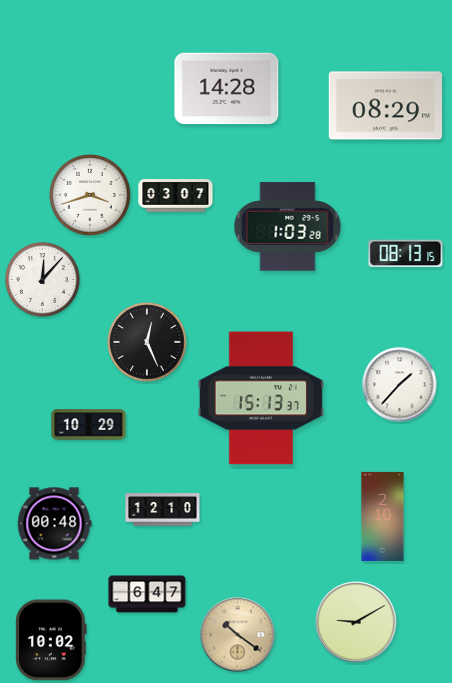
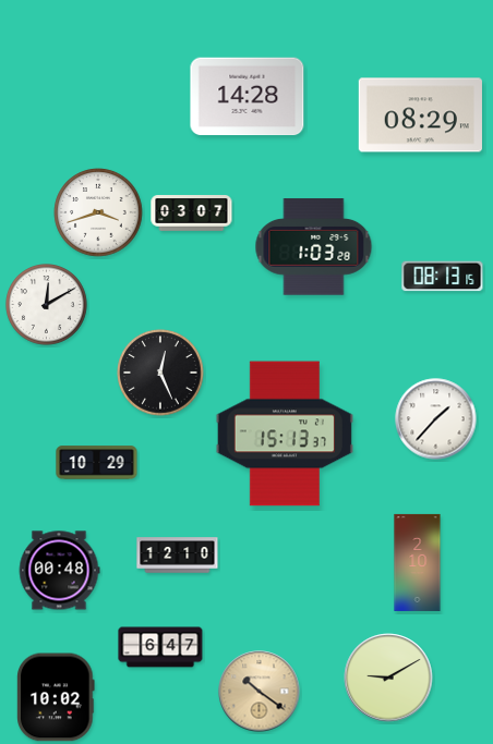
clock at (43, 280): 12:07 -> 12:10
